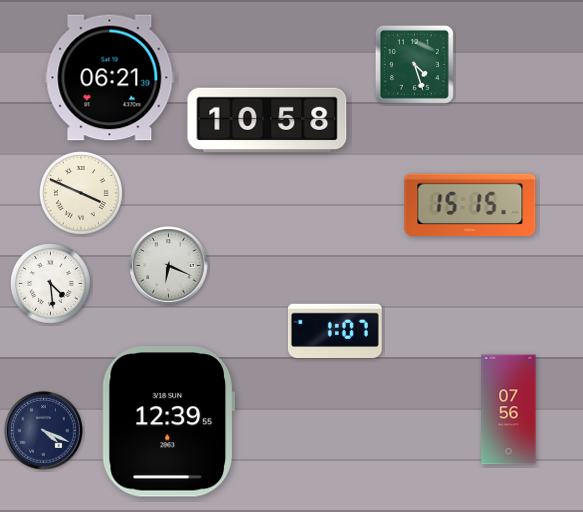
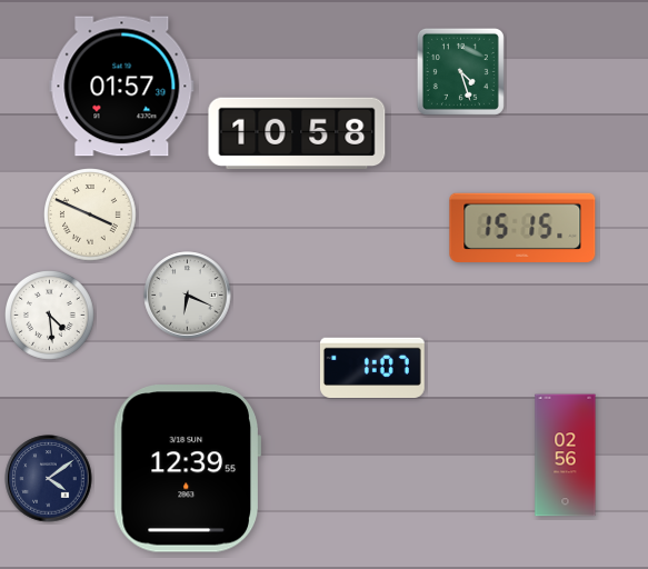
clock at (110, 78): 06:21 -> 01:57
clock at (51, 284) position: (51, 284) -> (50, 316)
clock at (509, 410): 07:56 -> 02:56
clock at (44, 431): 4:19 -> 4:09
